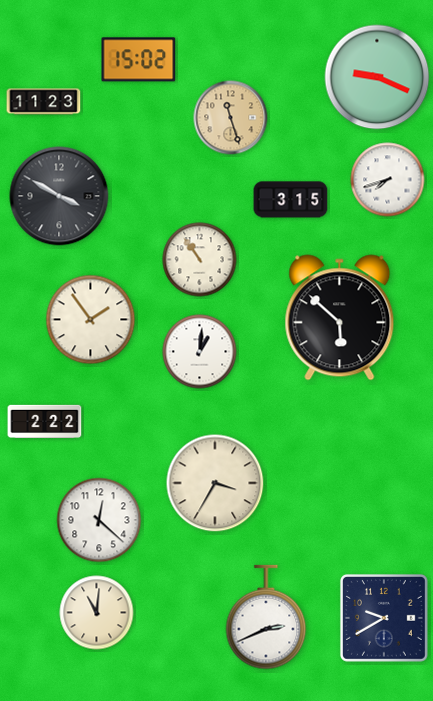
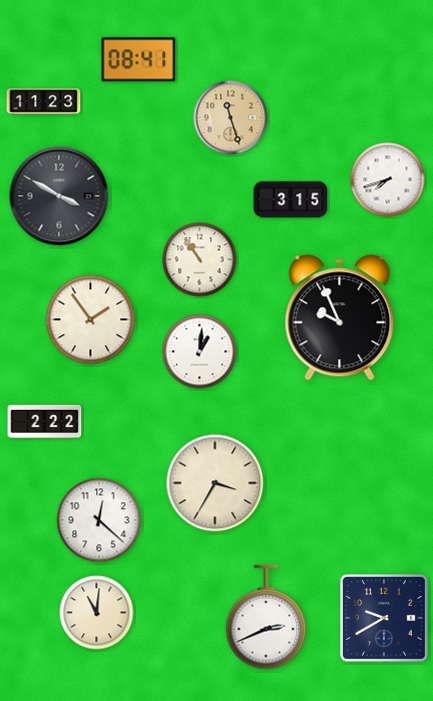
clock at (139, 60): 15:02 -> 08:41
clock at (377, 77): 9:19 -> none
clock at (340, 318): 5:52 -> 9:56
